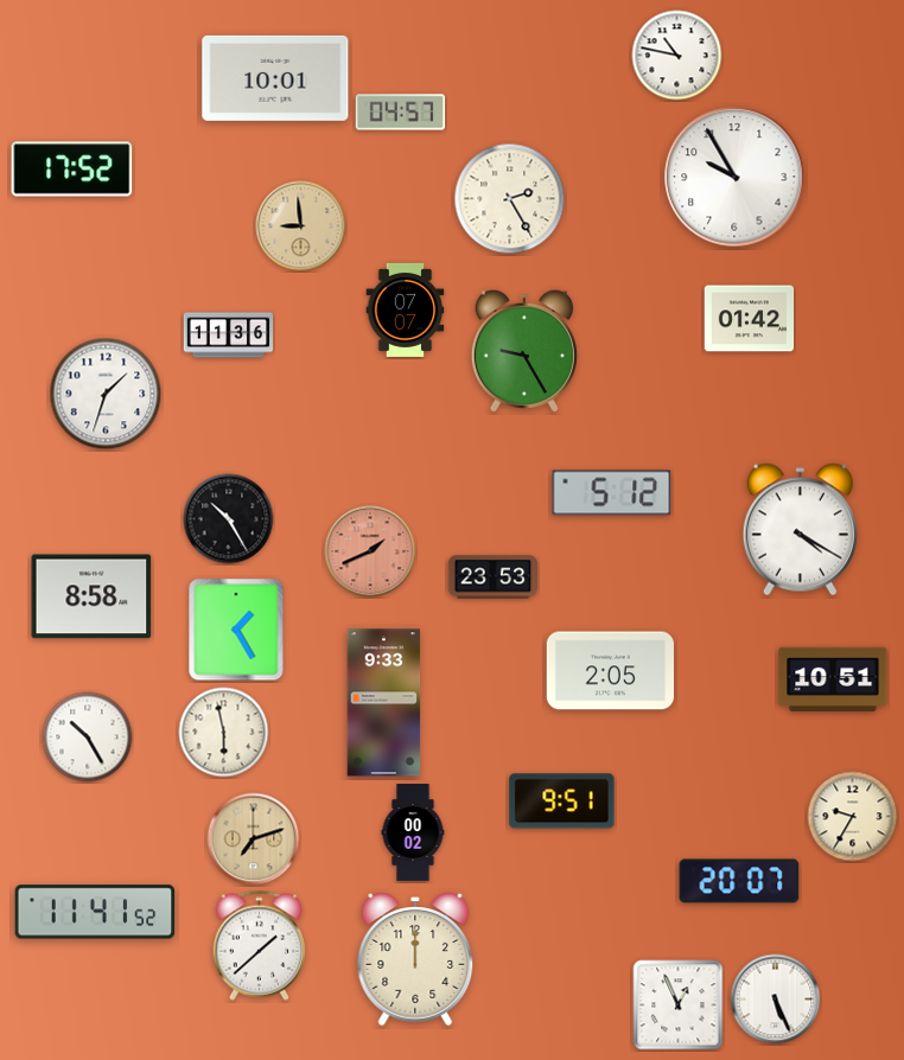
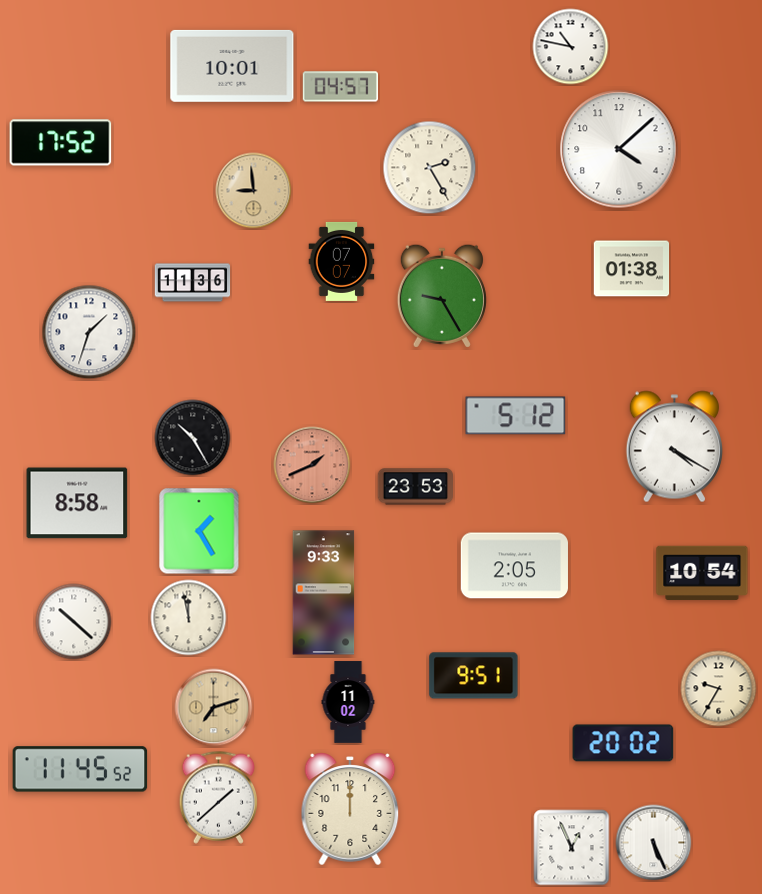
clock at (400, 113) position: (400, 113) -> (340, 87)
clock at (734, 177): 9:55 -> 4:08
clock at (750, 319): 01:42 -> 01:38
clock at (833, 679): 10:51 -> 10:54
clock at (224, 733): 5:58 -> 11:58
clock at (88, 737): 10:25 -> 10:22
clock at (413, 832): 00:02 -> 11:02
clock at (739, 881): 20:07 -> 20:02
clock at (95, 912): 11:41 -> 11:45
